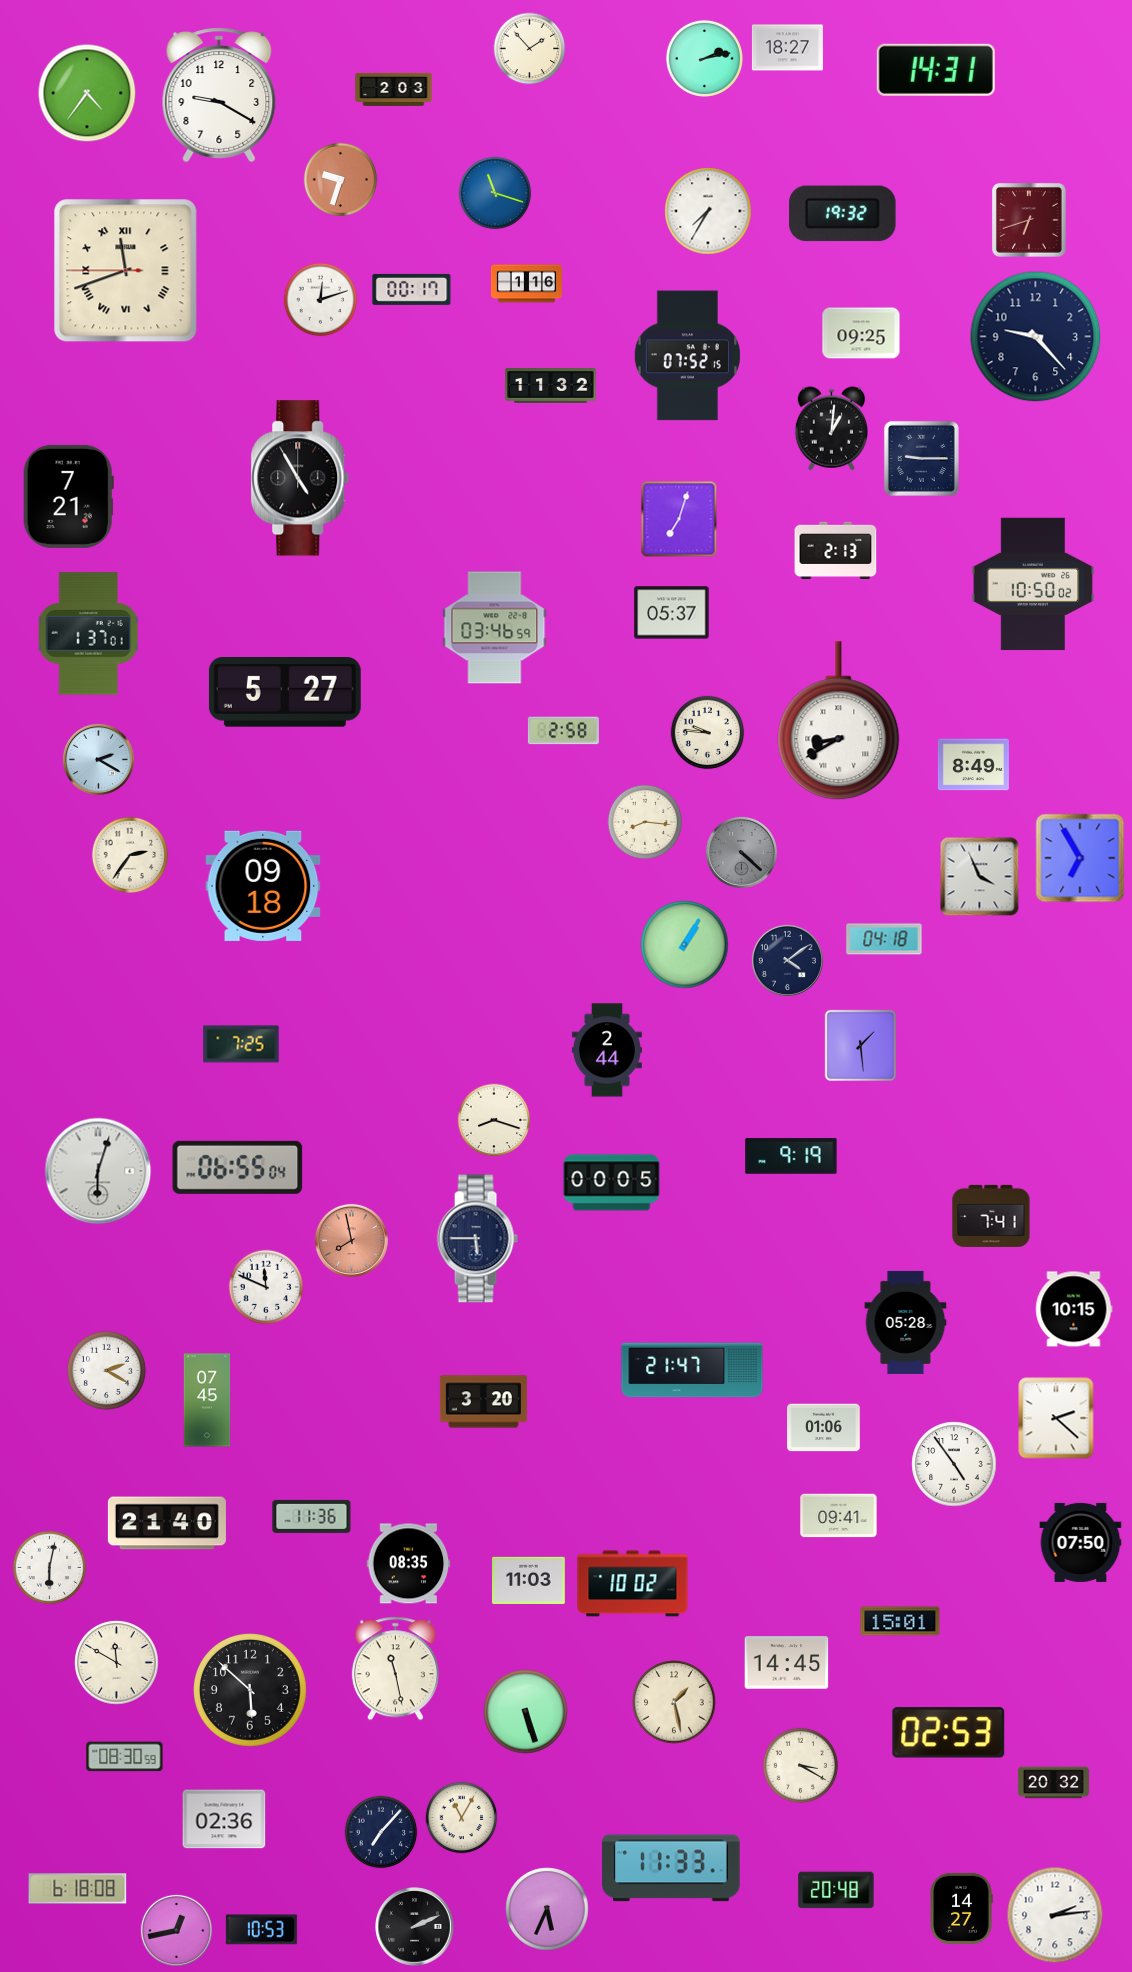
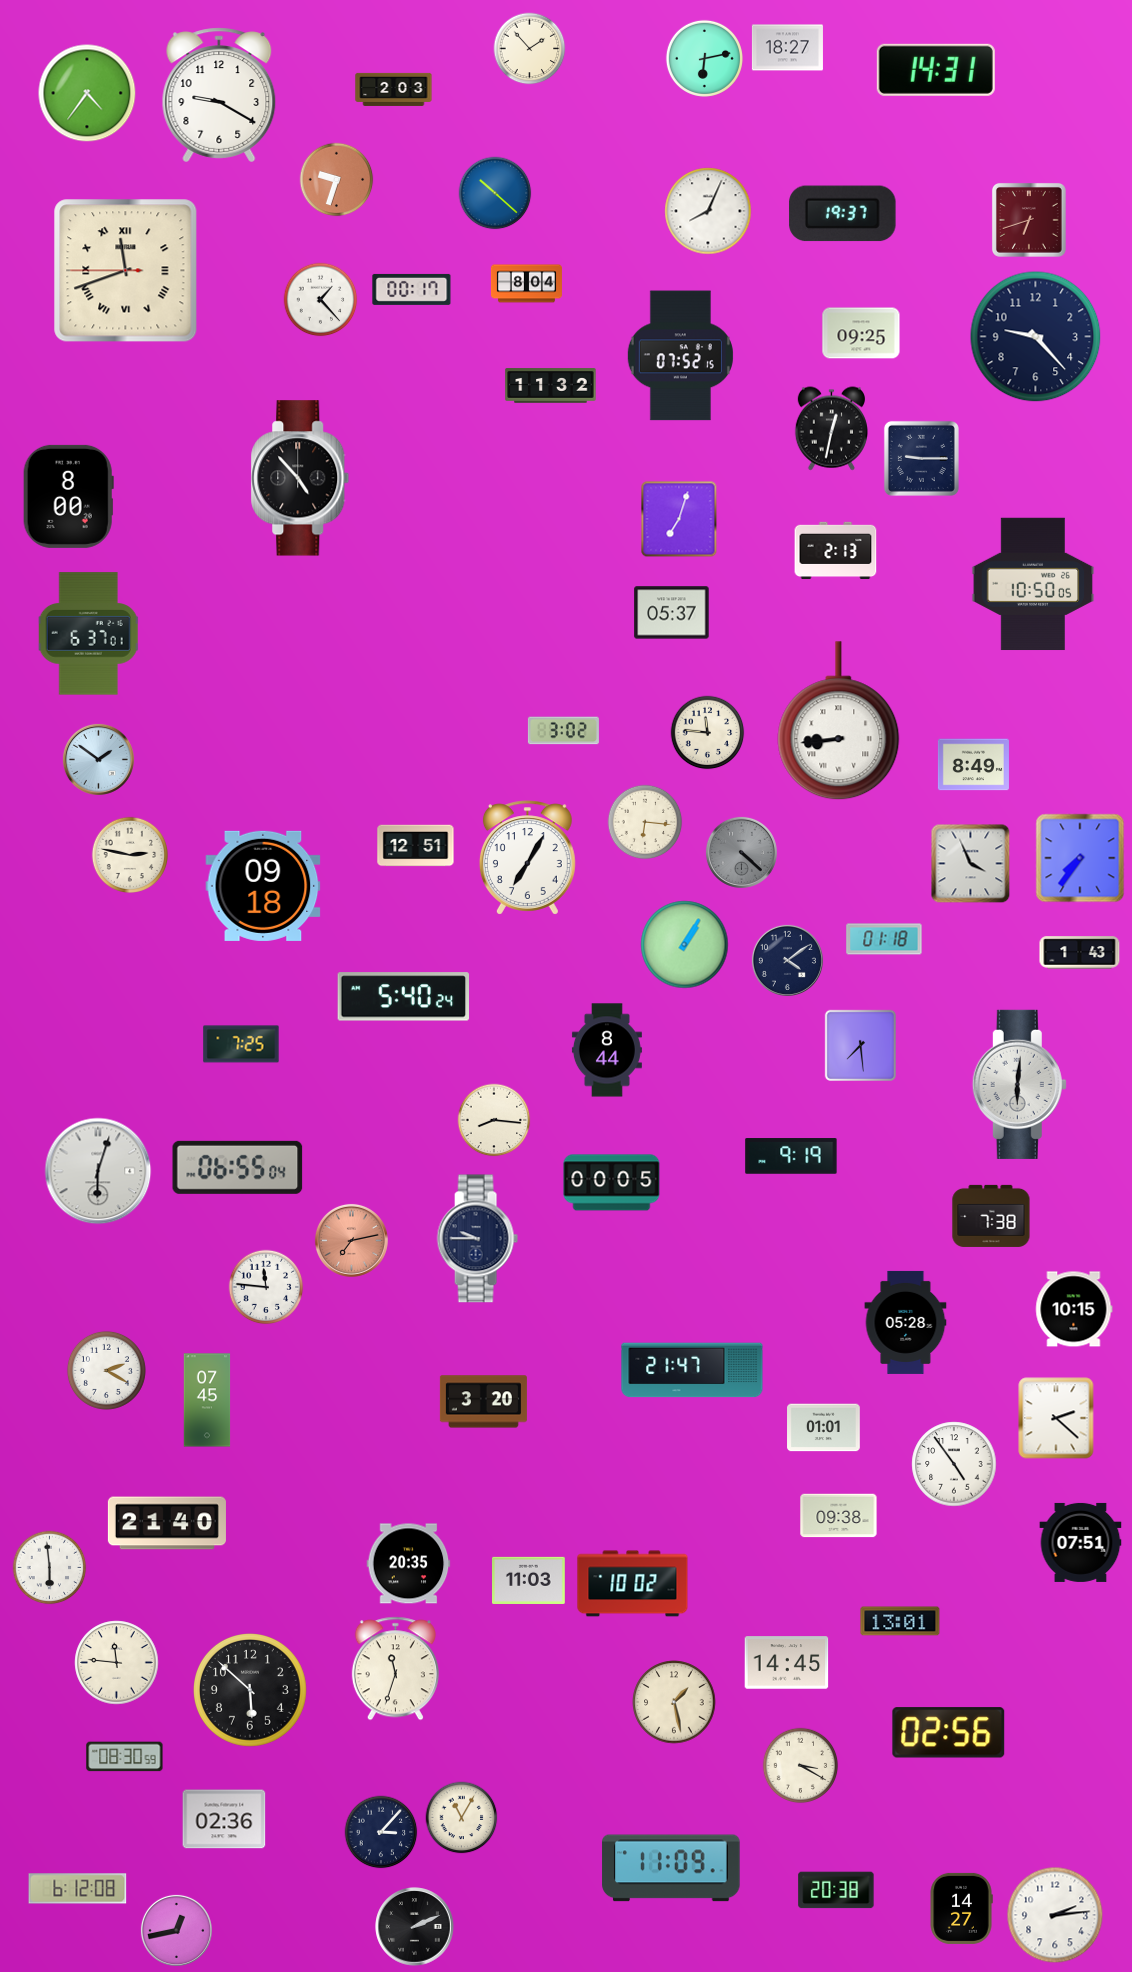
clock at (704, 58): 2:13 -> 6:13
clock at (341, 180) position: (341, 180) -> (337, 180)
clock at (495, 193): 11:18 -> 10:22
clock at (708, 211): 7:35 -> 8:04
clock at (843, 214): 19:32 -> 19:37
clock at (526, 284): 1:16 -> 8:04
clock at (321, 300): 12:12 -> 1:23
clock at (687, 356) position: (687, 356) -> (680, 356)
clock at (831, 429): 1:01 -> 12:32
clock at (300, 478): 4:55 -> 4:53
clock at (68, 496): 7:21 -> 8:00
clock at (1033, 584): 10:50:02 -> 10:50:05
clock at (495, 628): 03:46 -> none
clock at (88, 634): 1:37 -> 6:37
clock at (285, 693): 5:27 -> none
clock at (839, 721): 8:40 -> 8:44
clock at (563, 731): 2:58 -> 3:02
clock at (708, 733): 9:46 -> 11:46
clock at (98, 759): 2:20 -> 1:51
clock at (645, 822): 8:16 -> 6:16
clock at (416, 846): none -> 12:51
clock at (129, 854): 2:36 -> 2:47
clock at (527, 858): none -> 7:05
clock at (1080, 858): 6:55 -> 7:36
clock at (980, 877) position: (980, 877) -> (971, 864)
clock at (884, 939): 04:18 -> 01:18
clock at (1080, 953): none -> 1:43
clock at (404, 997): none -> 5:40
clock at (860, 1045): 1:29 -> 7:29
clock at (607, 1050): 2:44 -> 8:44
clock at (1019, 1084): none -> 6:01
clock at (494, 1120): 8:18 -> 8:16
clock at (991, 1216): 7:41 -> 7:38
clock at (477, 1239): 5:45 -> 9:45
clock at (351, 1240): 7:58 -> 7:13
clock at (266, 1287): 11:49 -> 11:46
clock at (824, 1428): 01:06 -> 01:01
clock at (312, 1516): 11:36 -> none
clock at (839, 1516): 09:41 -> 09:38
clock at (1081, 1542): 07:50 -> 07:51
clock at (409, 1564): 08:35 -> 20:35
clock at (50, 1568): 6:02 -> 5:59
clock at (900, 1621): 15:01 -> 13:01
clock at (117, 1663): 11:50 -> 11:46
clock at (395, 1669): 11:28 -> 11:33
clock at (526, 1712): 5:27 -> none
clock at (949, 1733): 02:53 -> 02:56
clock at (1053, 1783): 20:32 -> none
clock at (381, 1832): 7:07 -> 3:07
clock at (671, 1868): 11:33 -> 11:09
clock at (78, 1889): 6:18 -> 6:12
clock at (836, 1890): 20:48 -> 20:38
clock at (547, 1909): 5:34 -> none
clock at (261, 1930): 10:53 -> none
